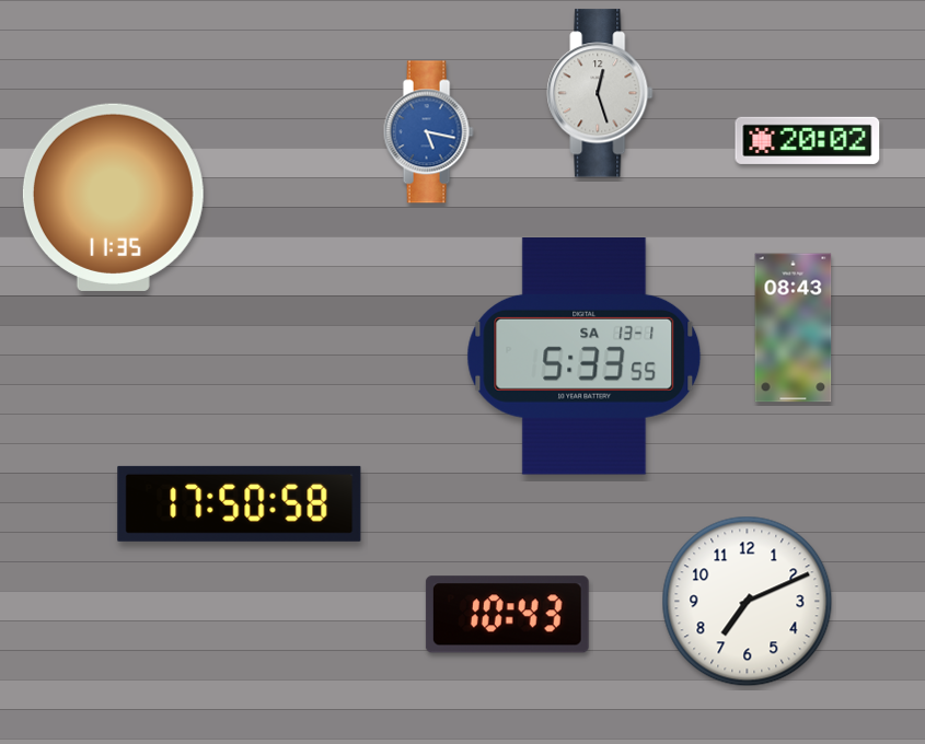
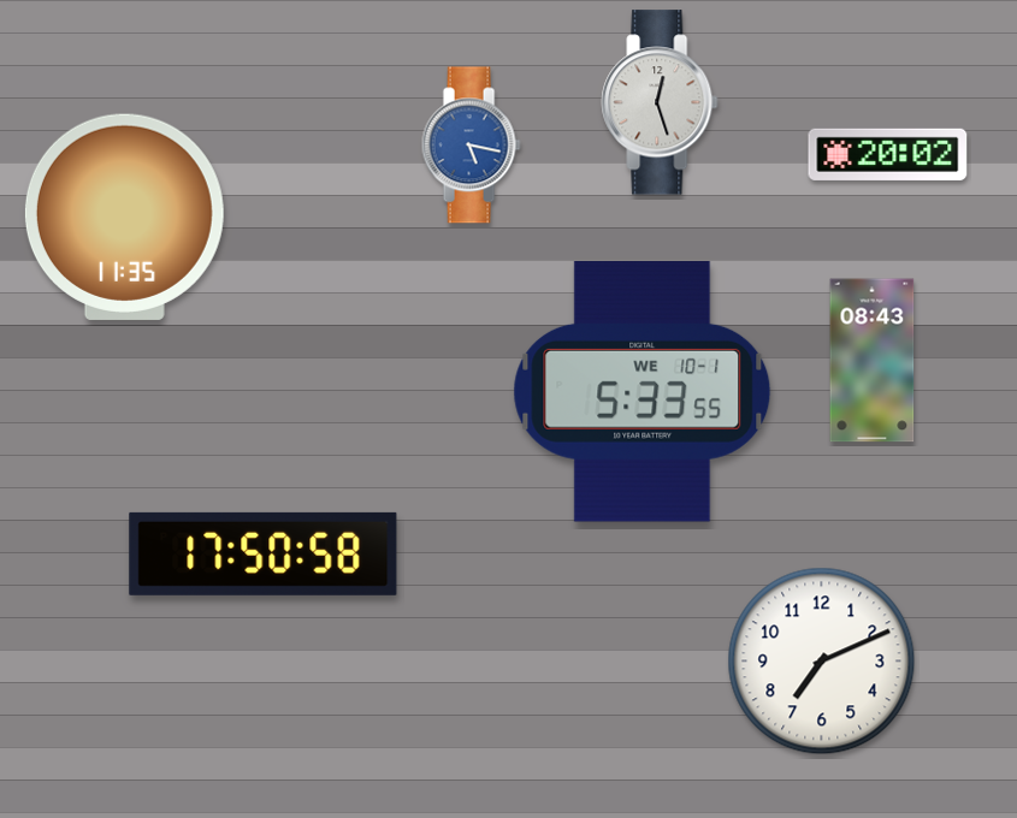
clock at (585, 357) date: SA 13-1 -> WE 10-1
clock at (507, 615): 10:43 -> none
